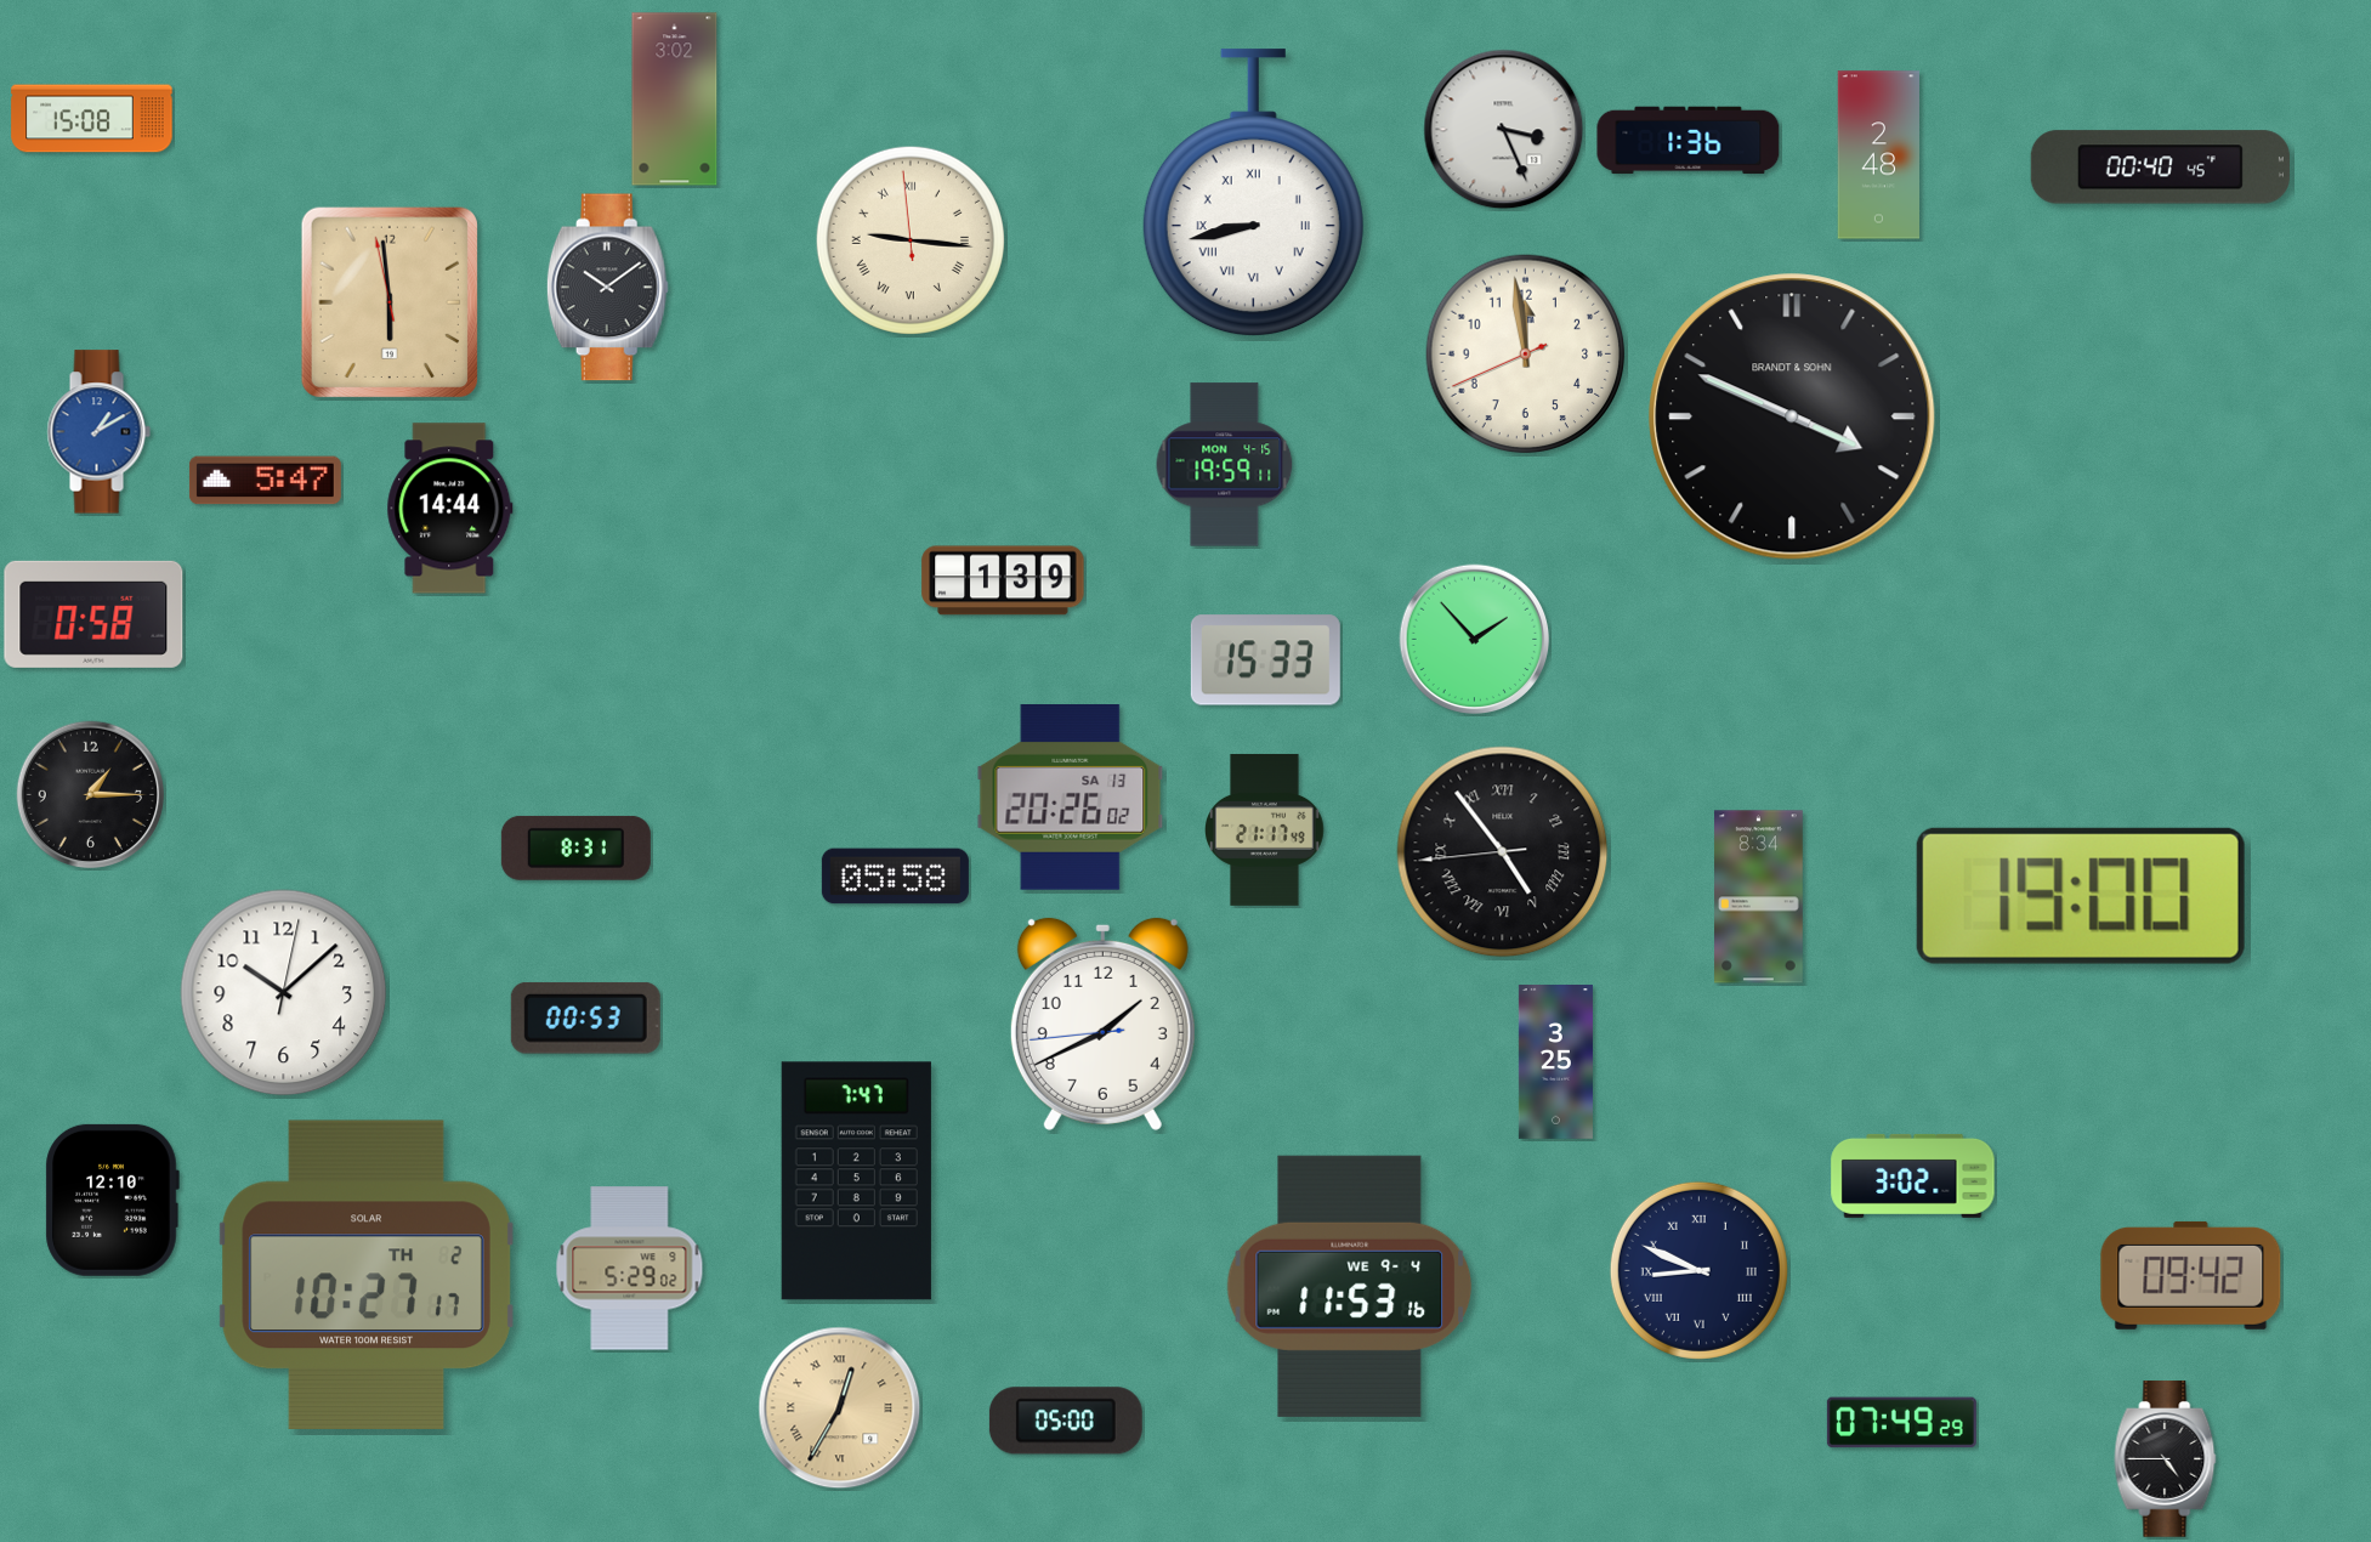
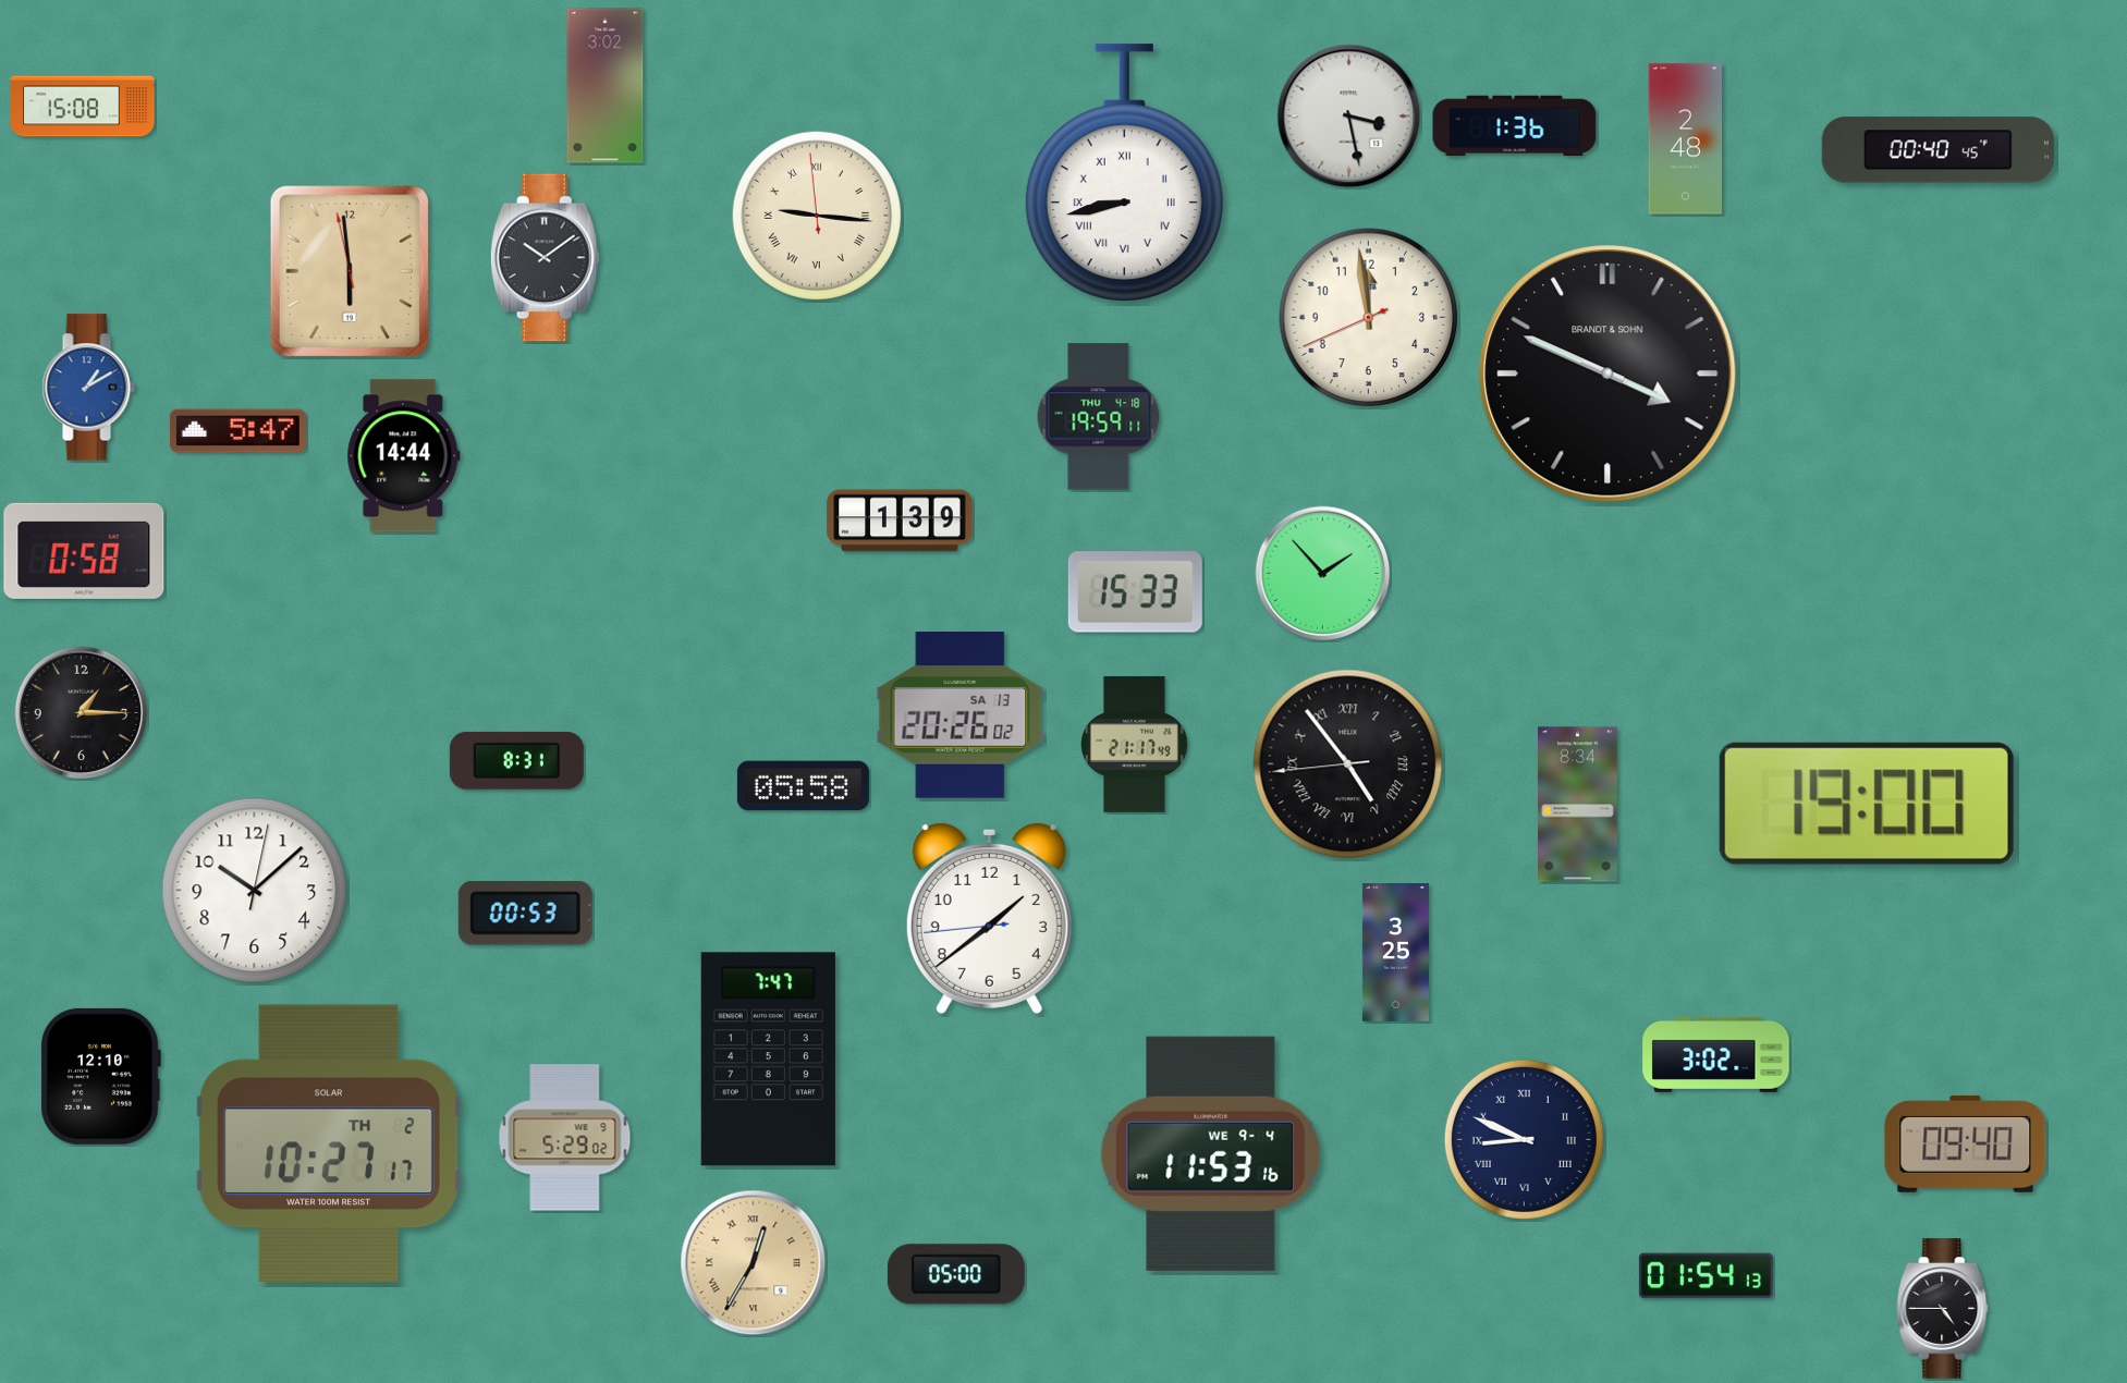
clock at (675, 100) position: (675, 100) -> (606, 86)
clock at (1504, 130): 3:26 -> 3:28
clock at (1225, 465) date: MON 4-15 -> THU 4-18
clock at (1102, 1024): 1:40 -> 1:38
clock at (2191, 1275): 09:42 -> 09:40
clock at (1901, 1423): 07:49 -> 01:54
